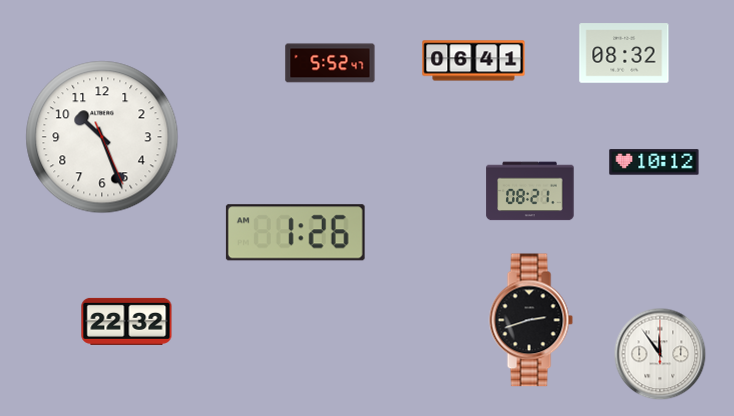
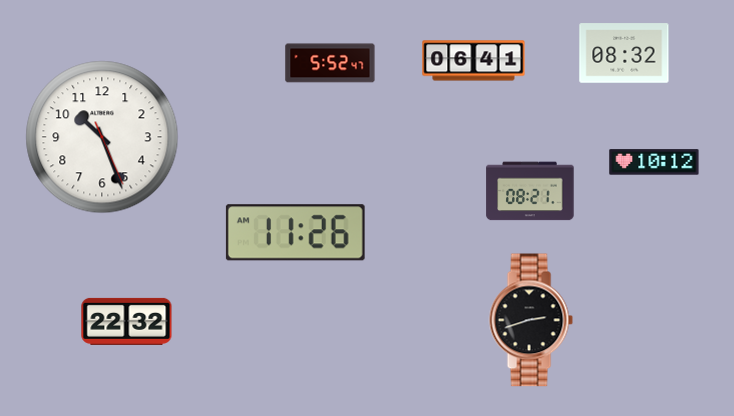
clock at (295, 233): 1:26 -> 11:26
clock at (660, 354): 11:54 -> none
